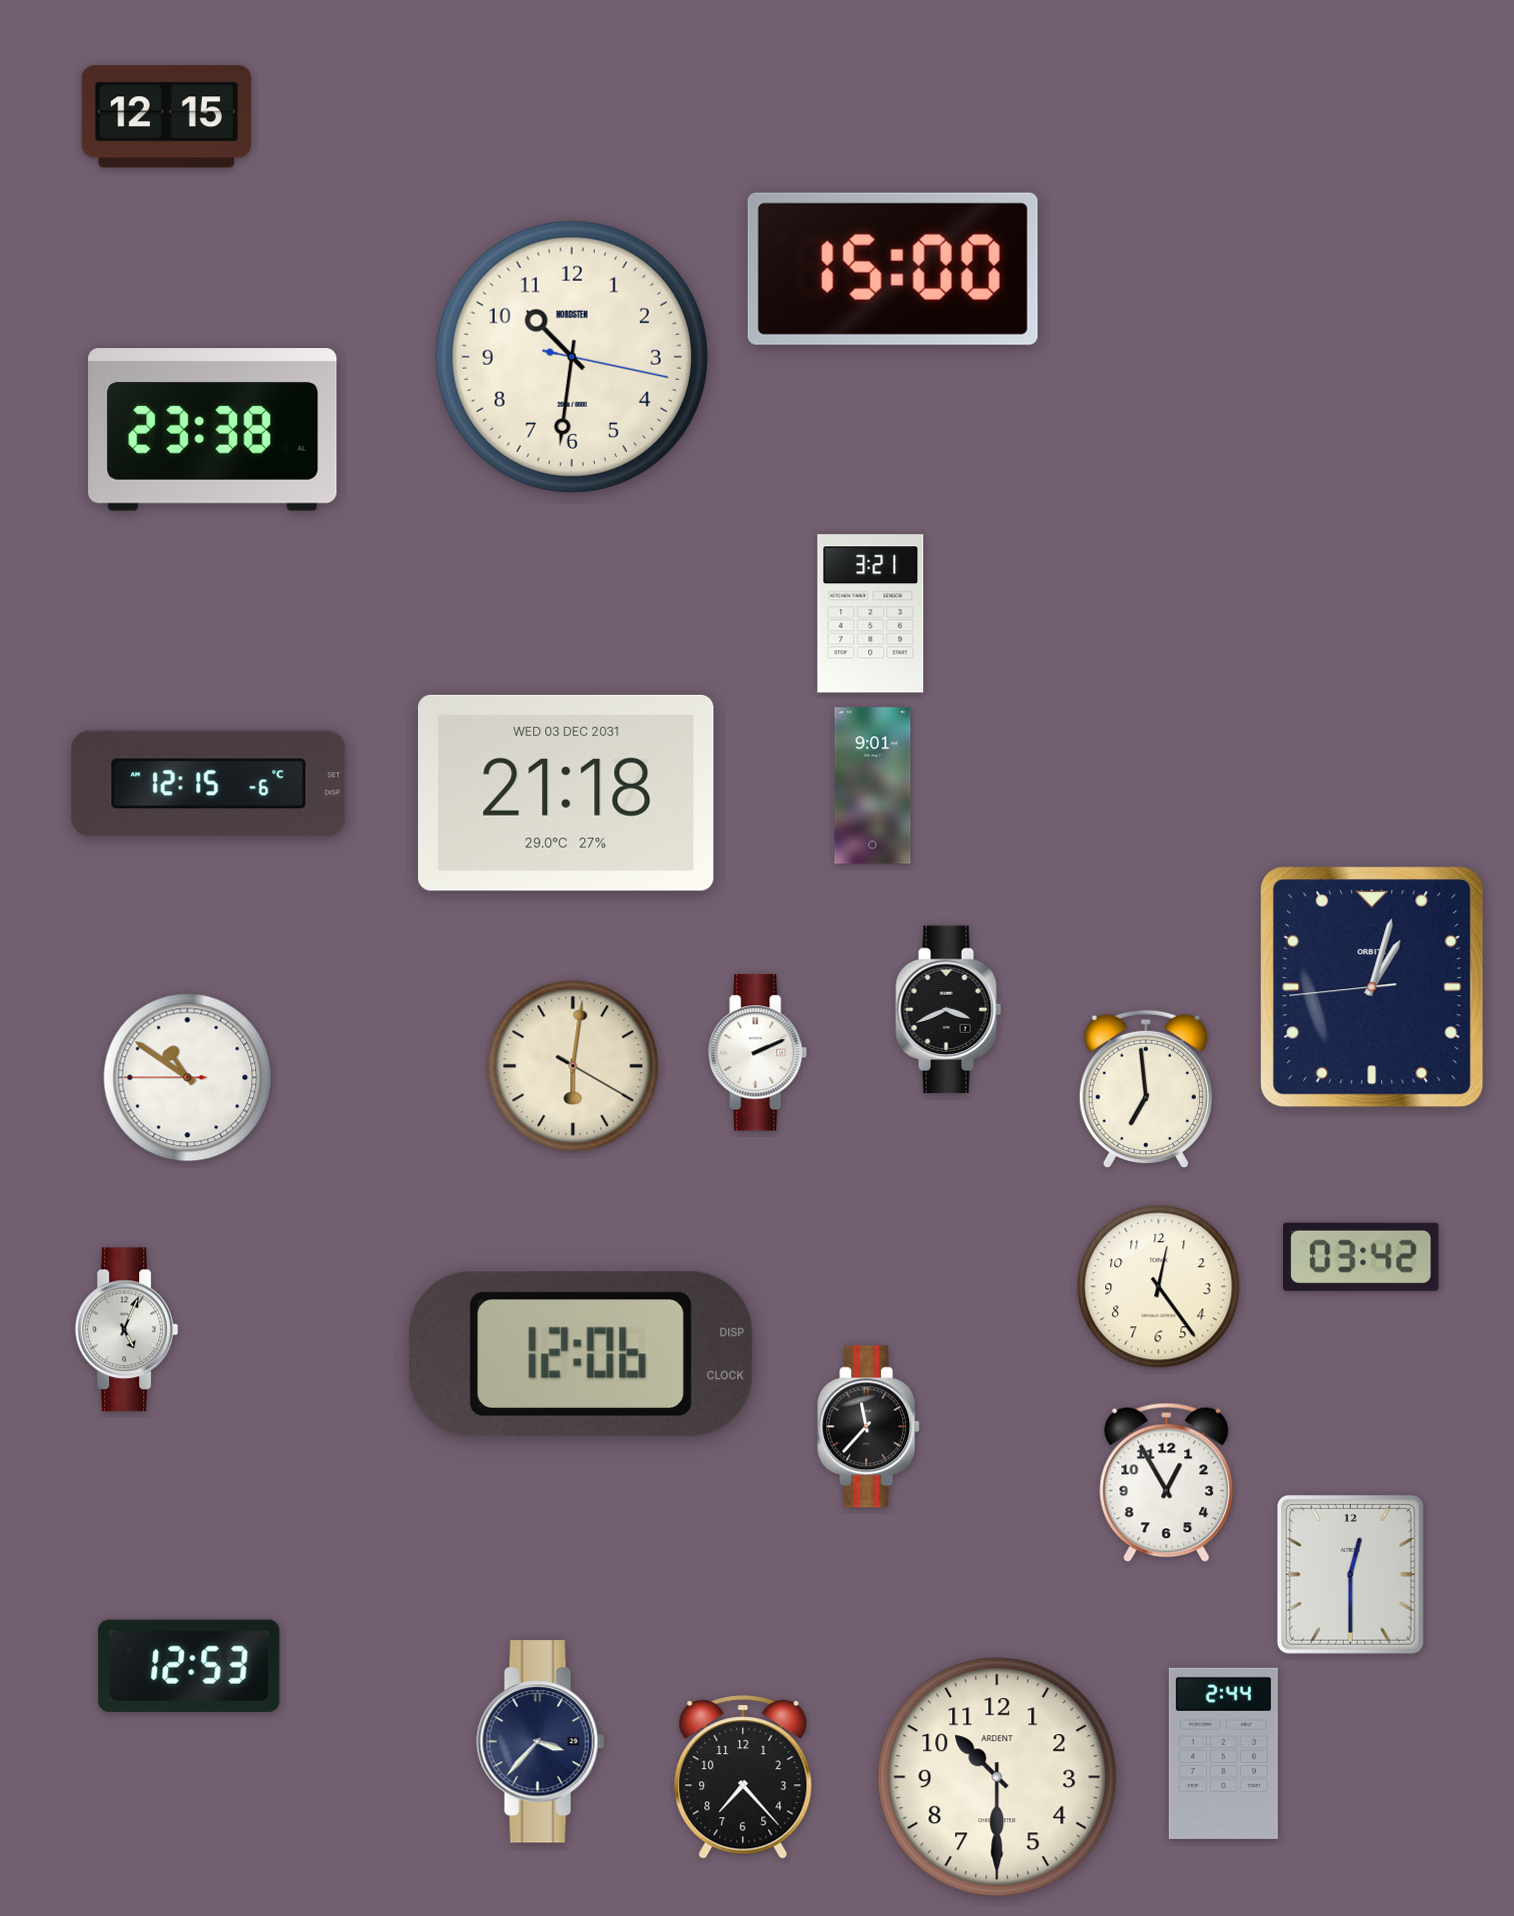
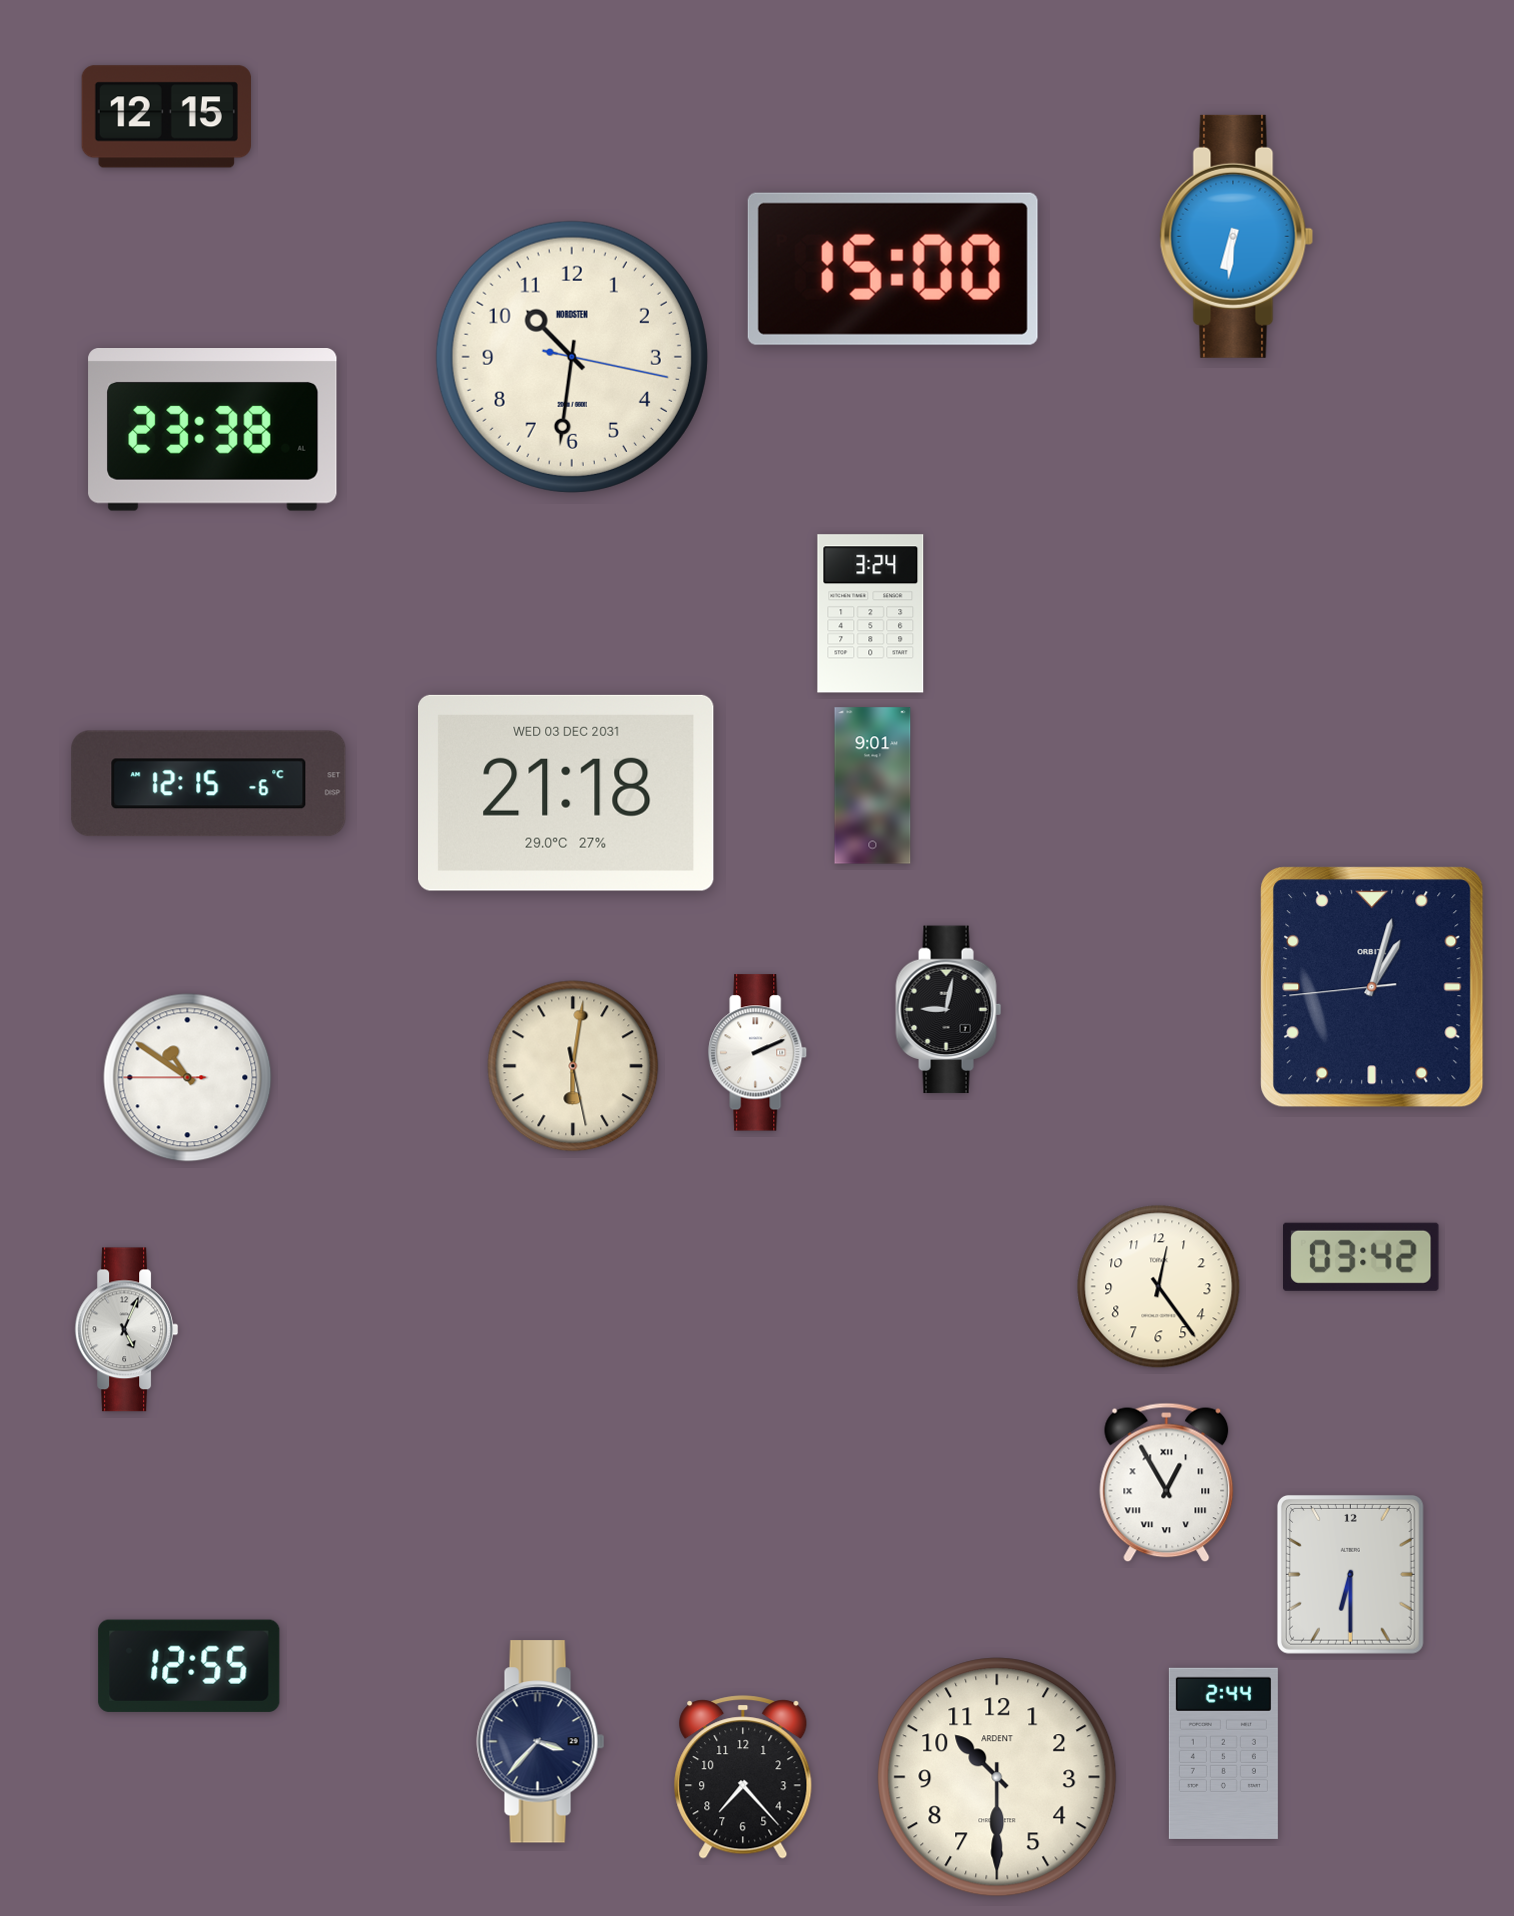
clock at (1237, 236): none -> 6:31
clock at (871, 614): 3:21 -> 3:24
clock at (949, 1010): 3:41 -> 9:02
clock at (573, 1066): 6:01:20 -> 6:01:28
clock at (1146, 1089): 6:59 -> none
clock at (581, 1354): 12:06 -> none
clock at (869, 1427): 11:37 -> none
clock at (1167, 1483) numerals: Arabic -> Roman
clock at (1350, 1574): 12:30 -> 6:30
clock at (189, 1666): 12:53 -> 12:55
